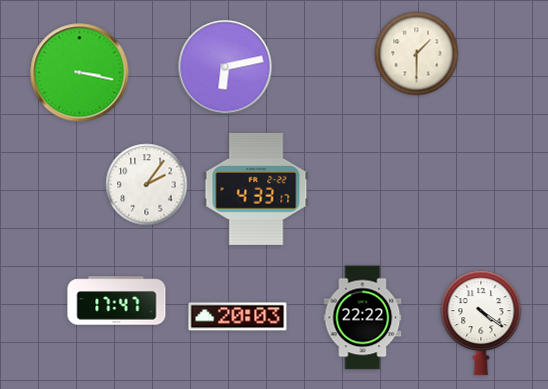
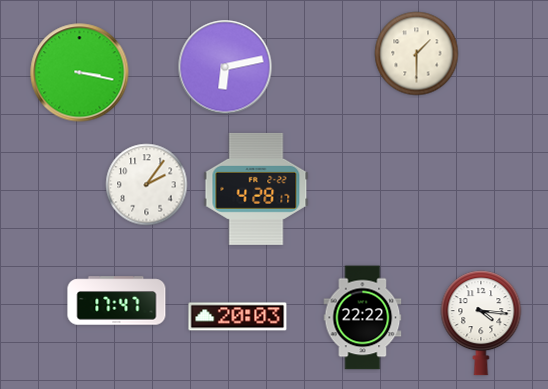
clock at (256, 189): 4:33 -> 4:28
clock at (481, 323): 4:21 -> 4:16
